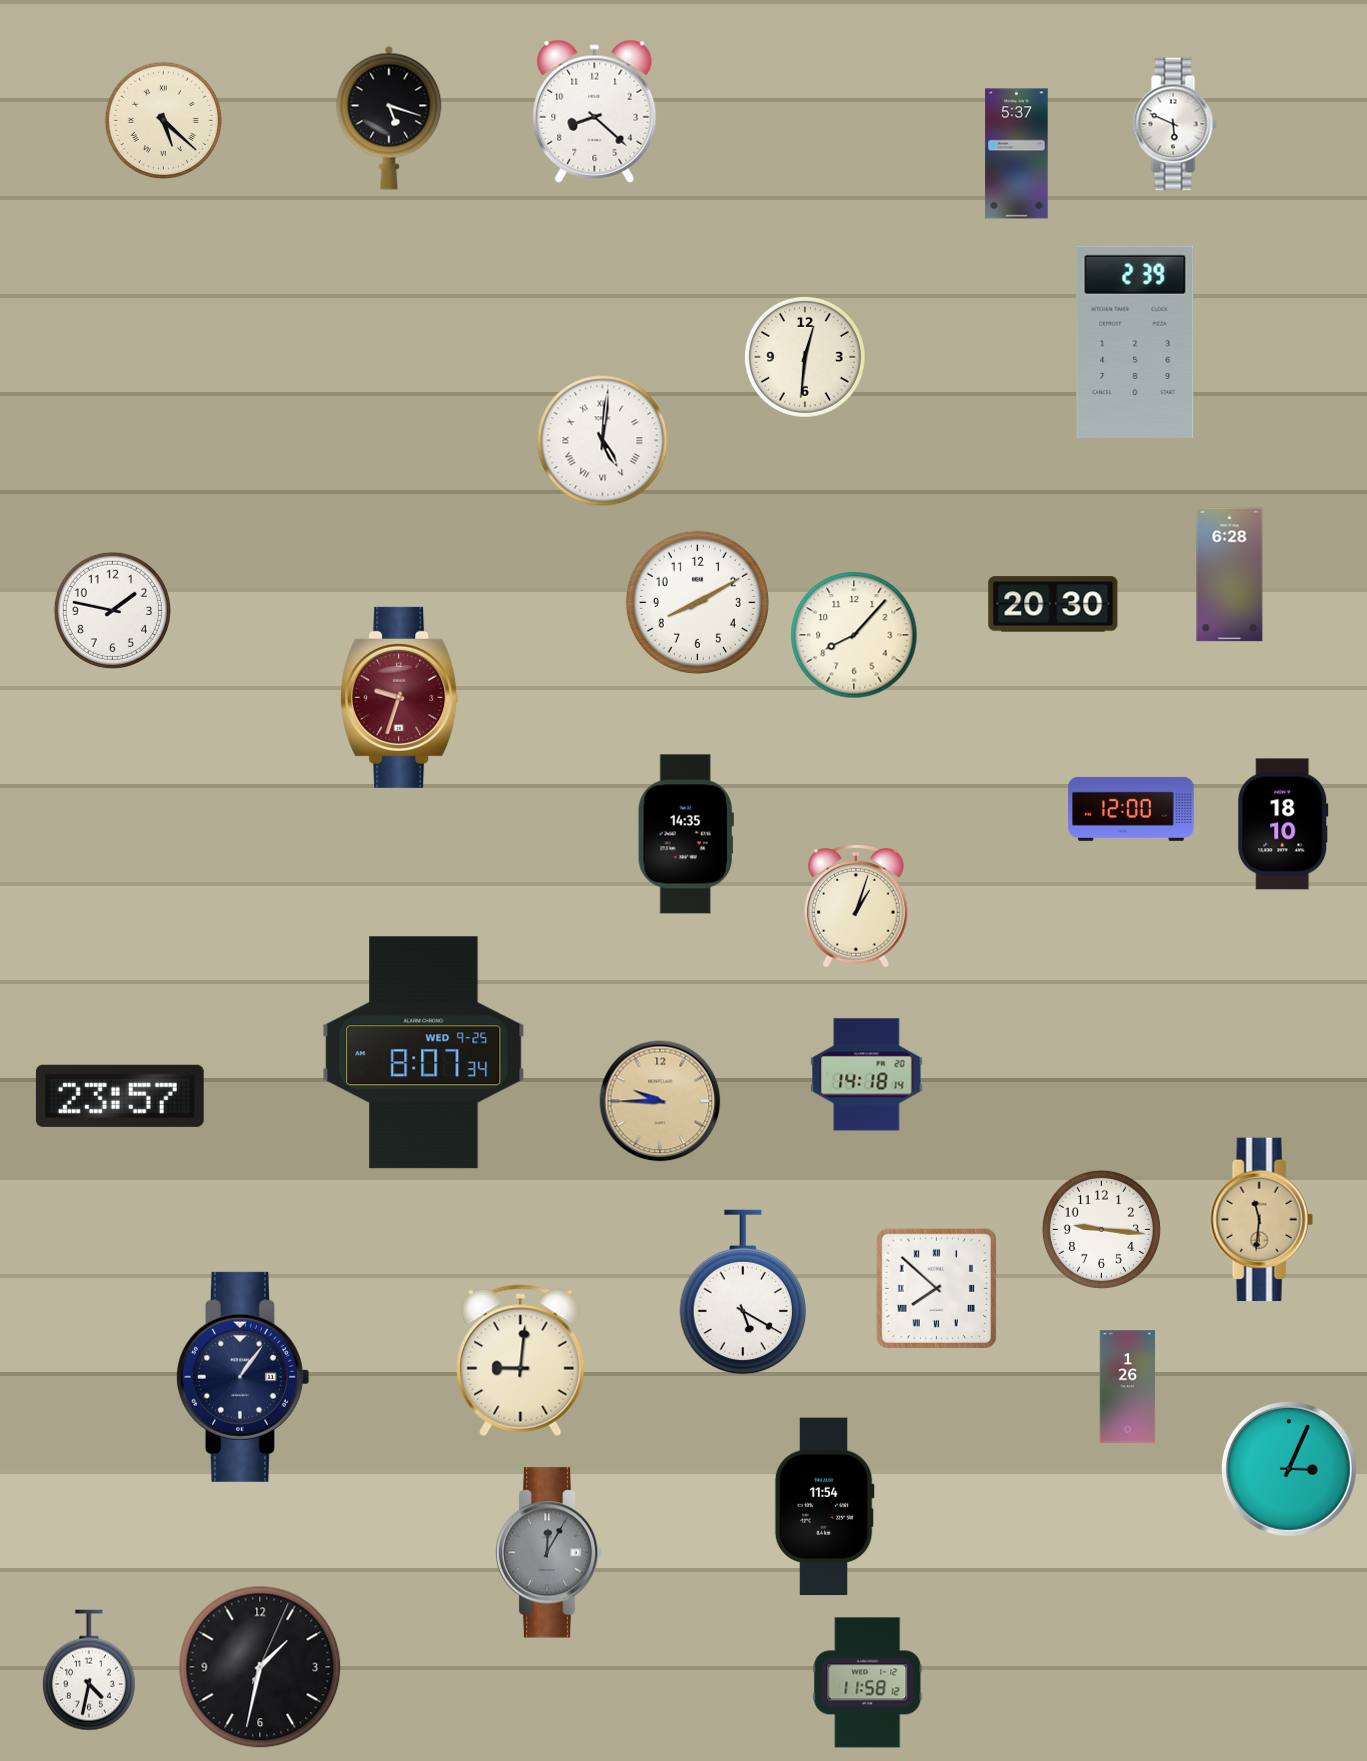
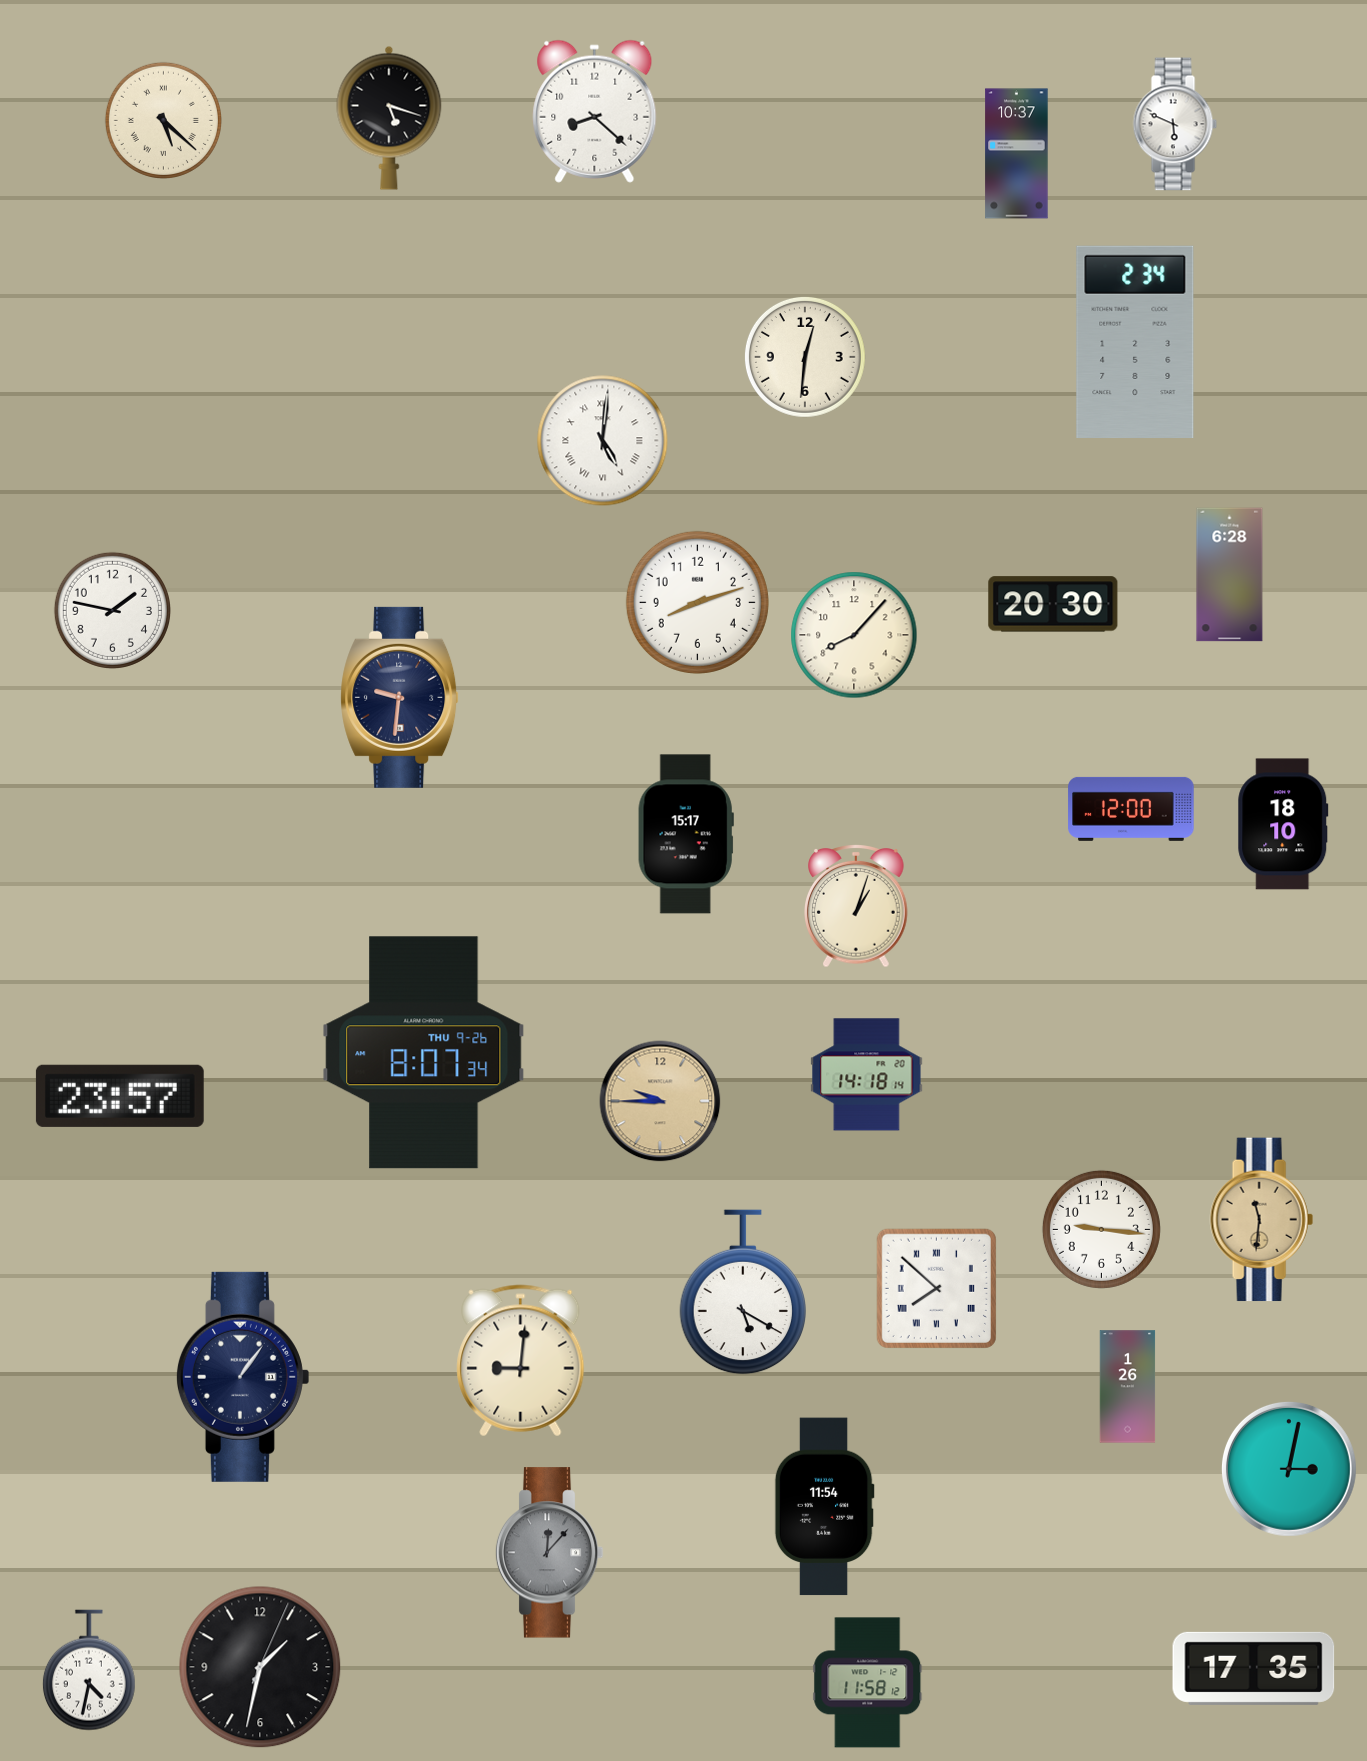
clock at (1017, 154): 5:37 -> 10:37
clock at (1135, 341): 2:39 -> 2:34
clock at (697, 602): 8:10 -> 8:12
clock at (400, 697): 9:33 -> 9:31
clock at (400, 697) dial: burgundy -> navy
clock at (686, 834): 14:35 -> 15:17
clock at (424, 1053) date: WED 9-25 -> THU 9-26
clock at (1289, 1469): 3:04 -> 3:02
clock at (549, 1553): 12:05 -> 12:07
clock at (1254, 1668): none -> 17:35
